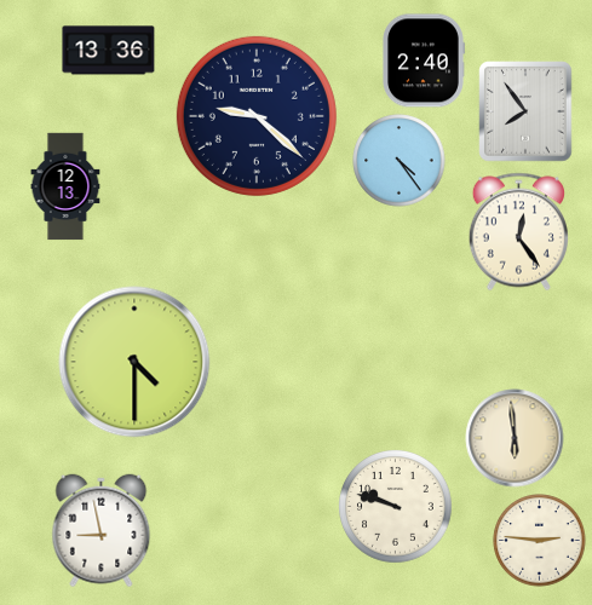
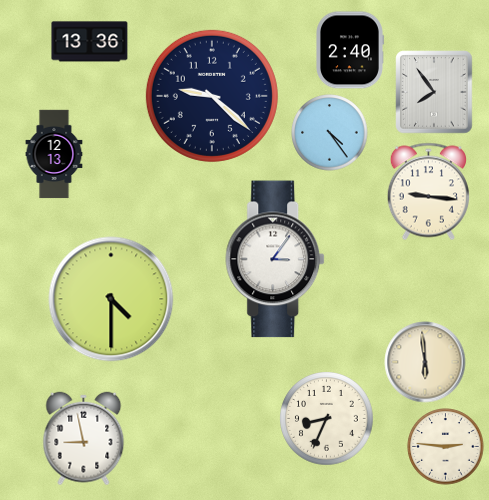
clock at (518, 232): 12:24 -> 9:16
clock at (276, 259): none -> 3:06
clock at (396, 507): 9:48 -> 8:34
